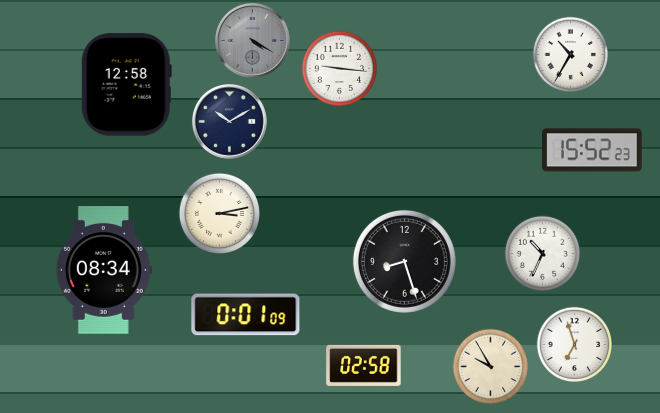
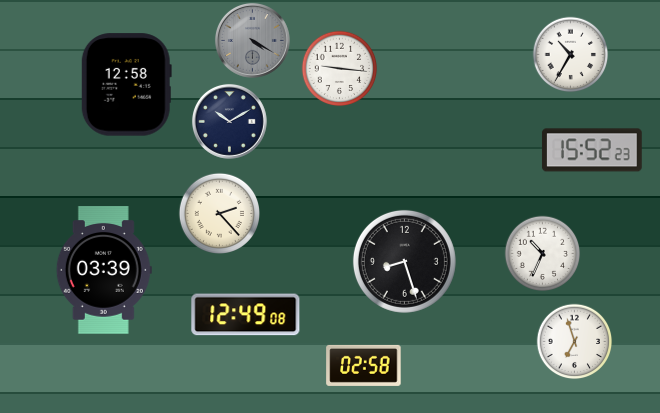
clock at (219, 213): 3:13 -> 2:23
clock at (104, 270): 08:34 -> 03:39
clock at (246, 315): 0:01 -> 12:49
clock at (575, 345) position: (575, 345) -> (575, 342)
clock at (491, 367): 9:55 -> none
